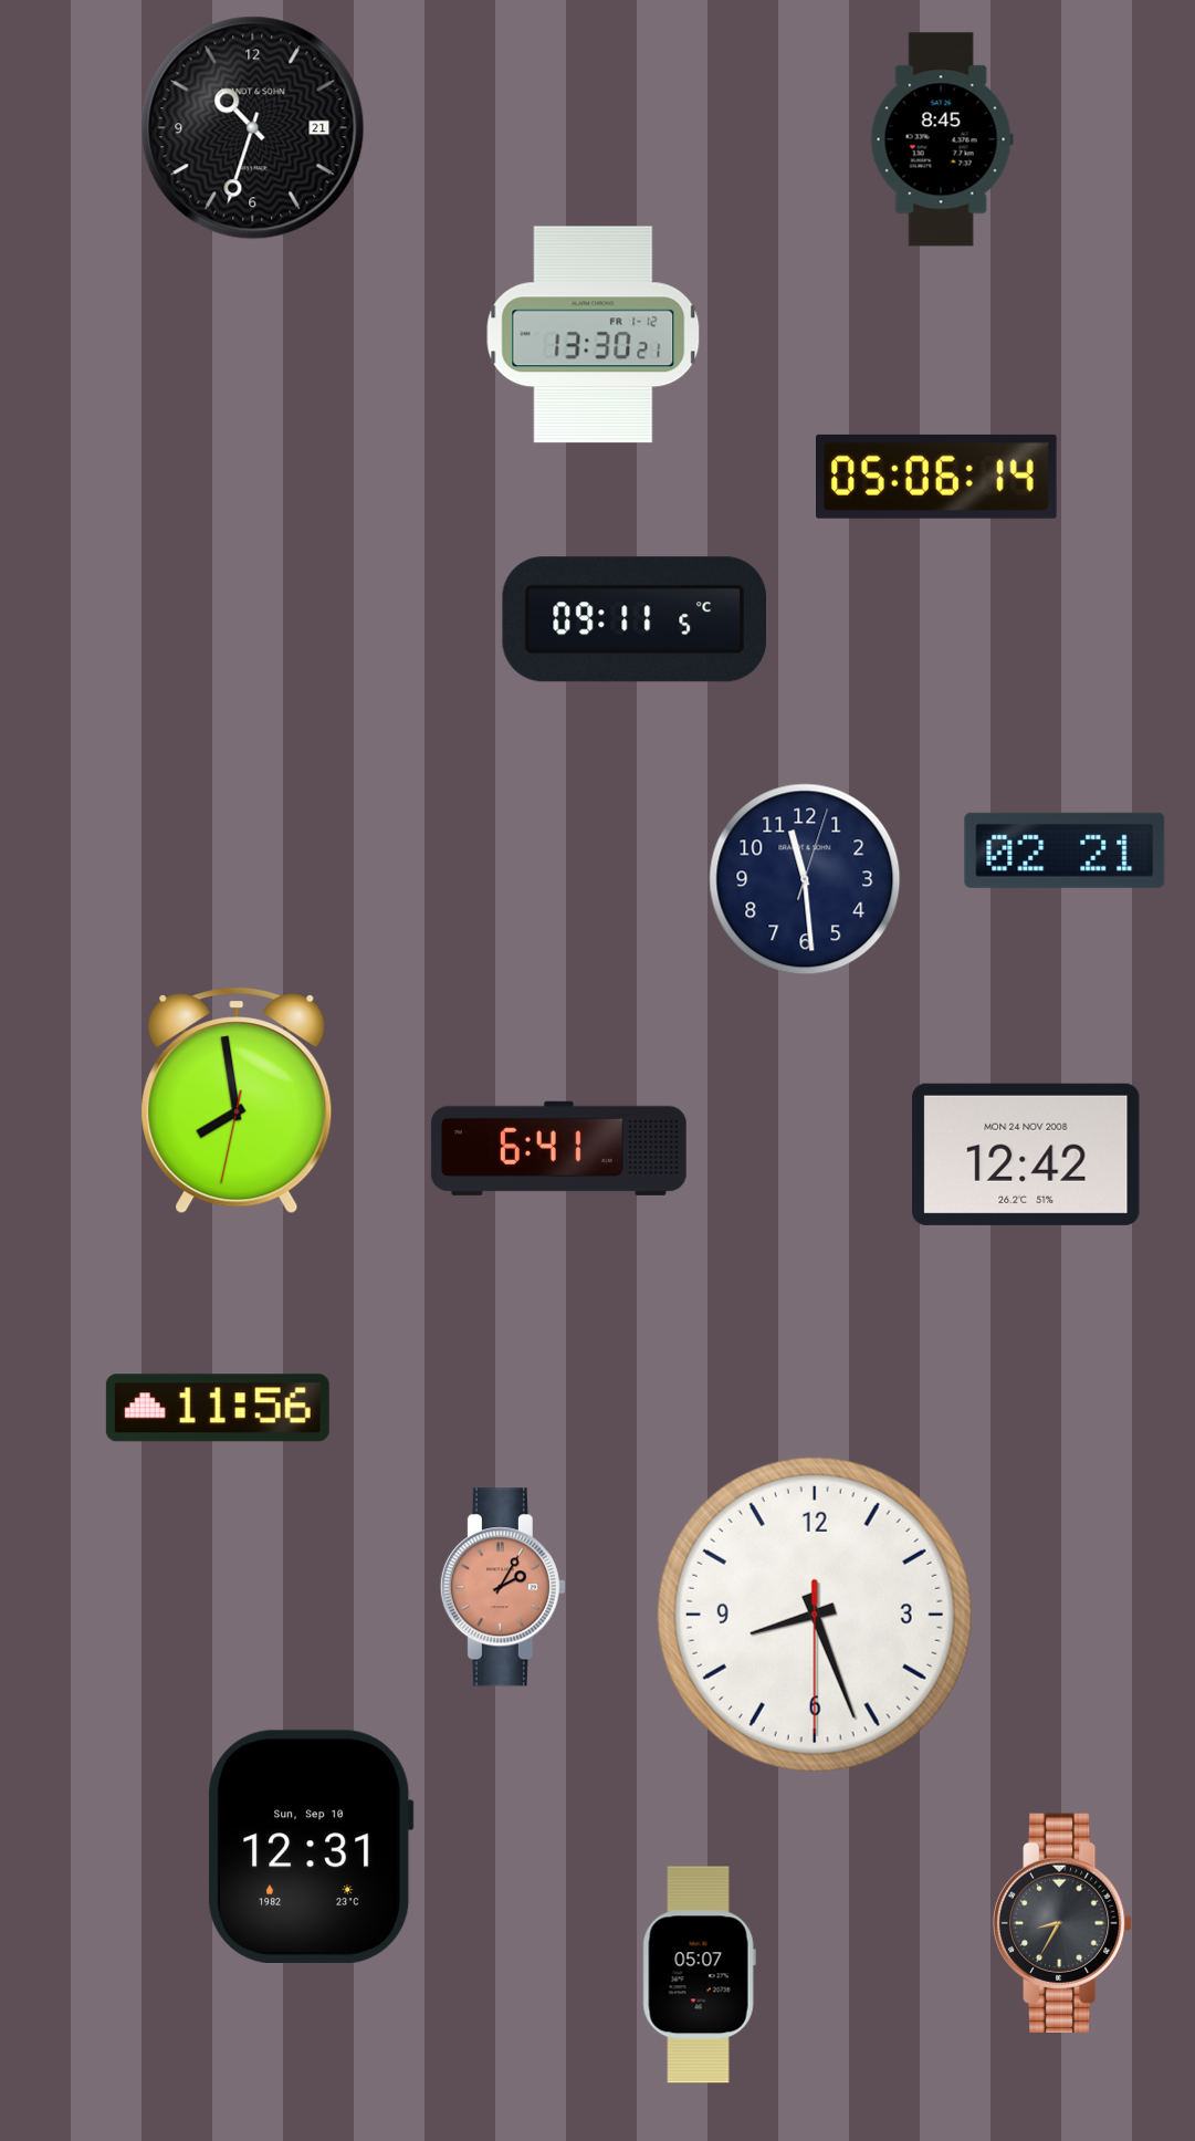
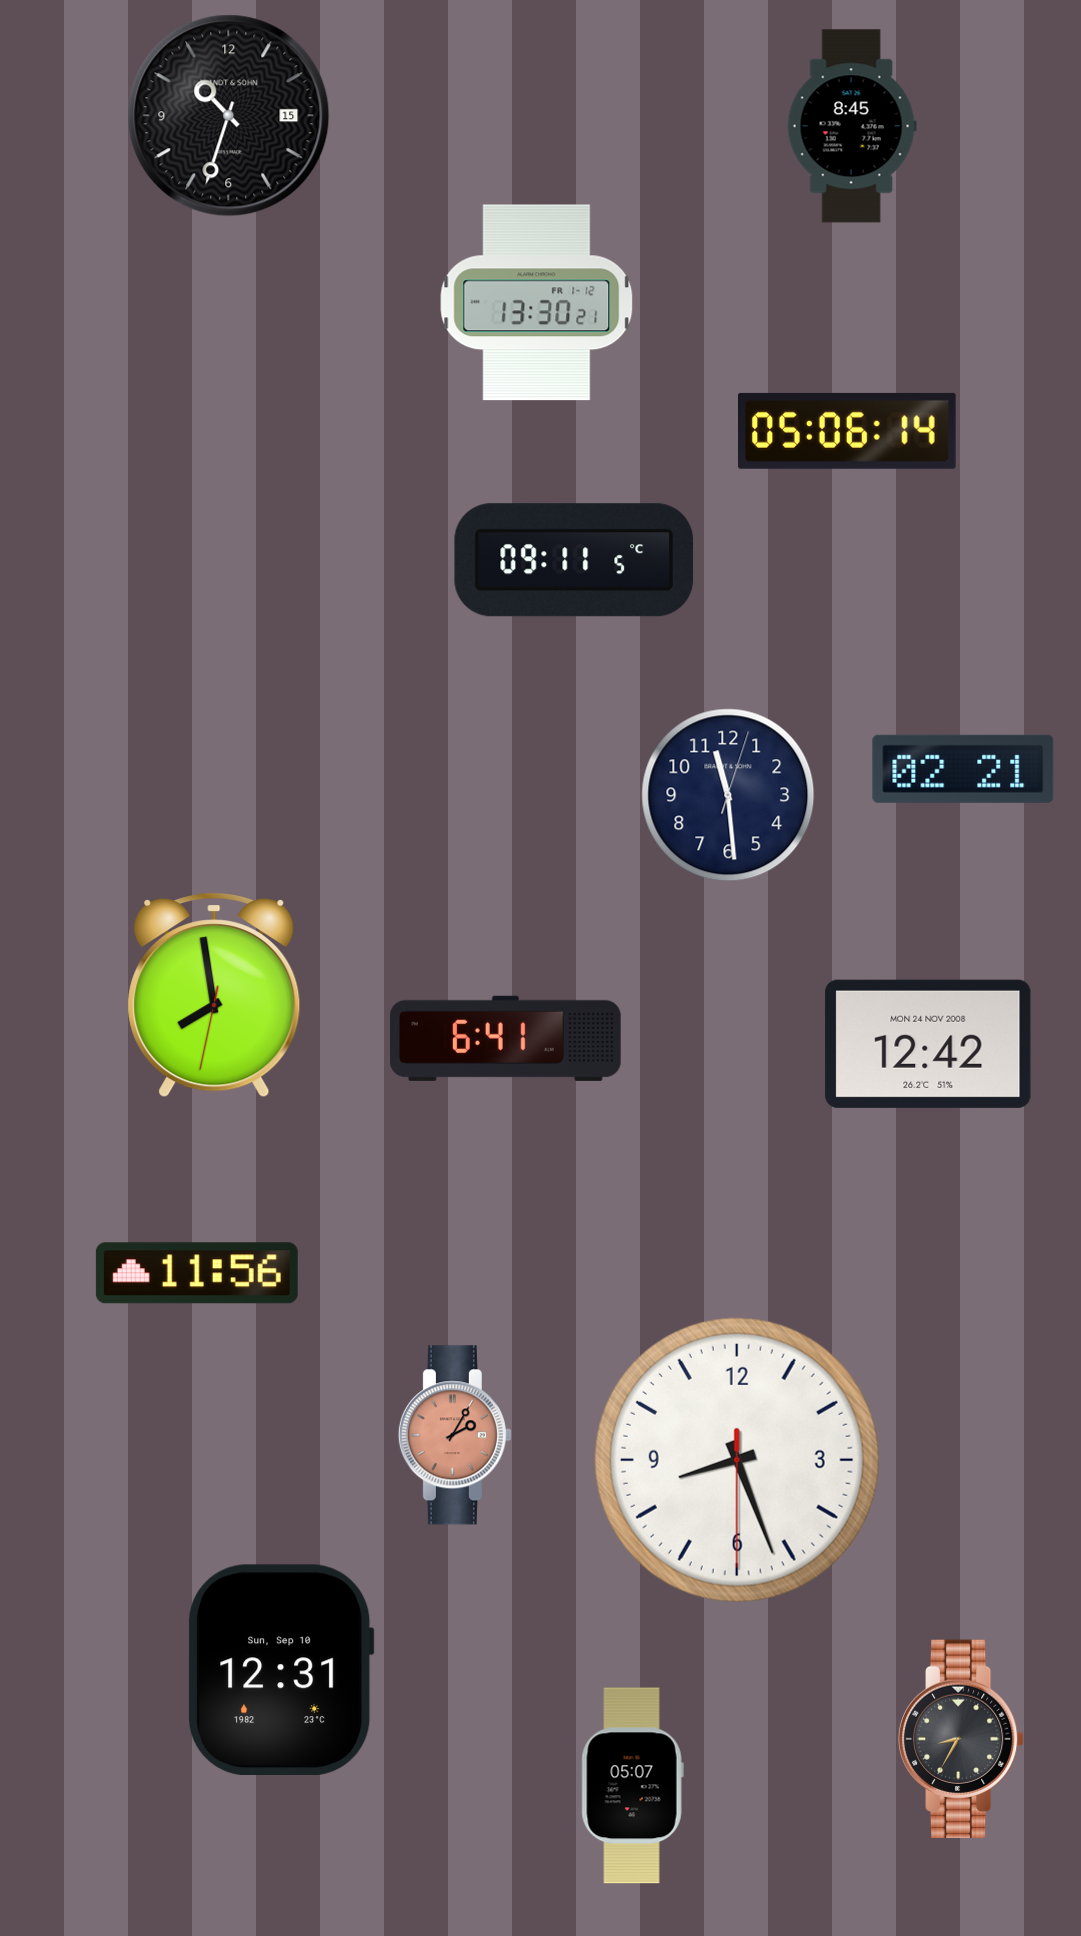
clock at (253, 128) date: 21 -> 15
